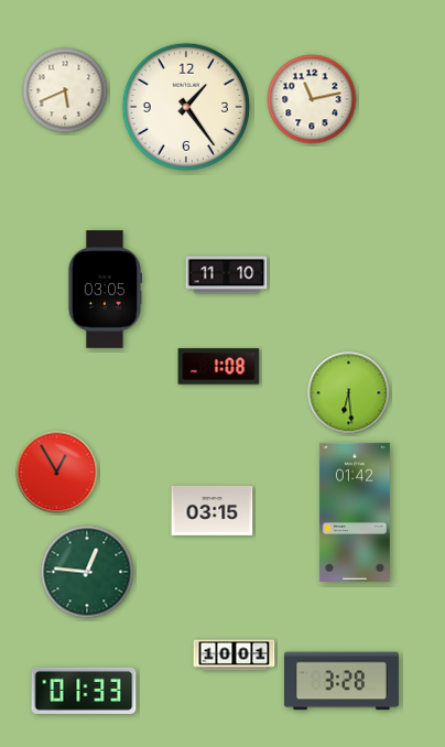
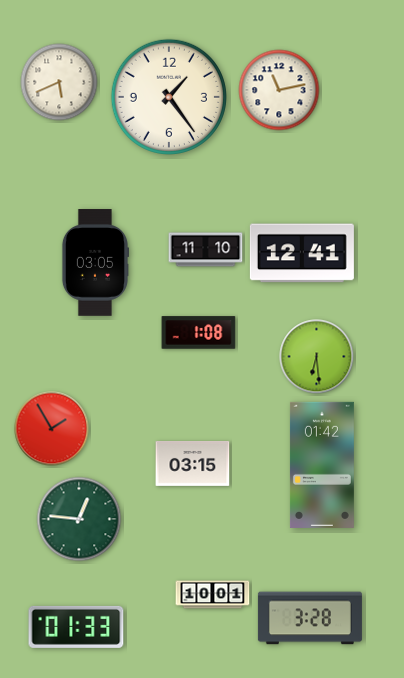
clock at (312, 99) position: (312, 99) -> (279, 90)
clock at (302, 253): none -> 12:41
clock at (57, 473): 12:55 -> 1:55
